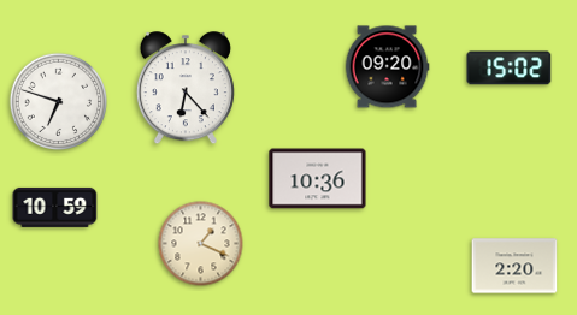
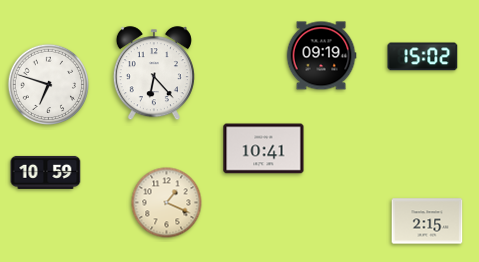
clock at (387, 67): 09:20 -> 09:19
clock at (318, 179): 10:36 -> 10:41
clock at (514, 266): 2:20 -> 2:15
